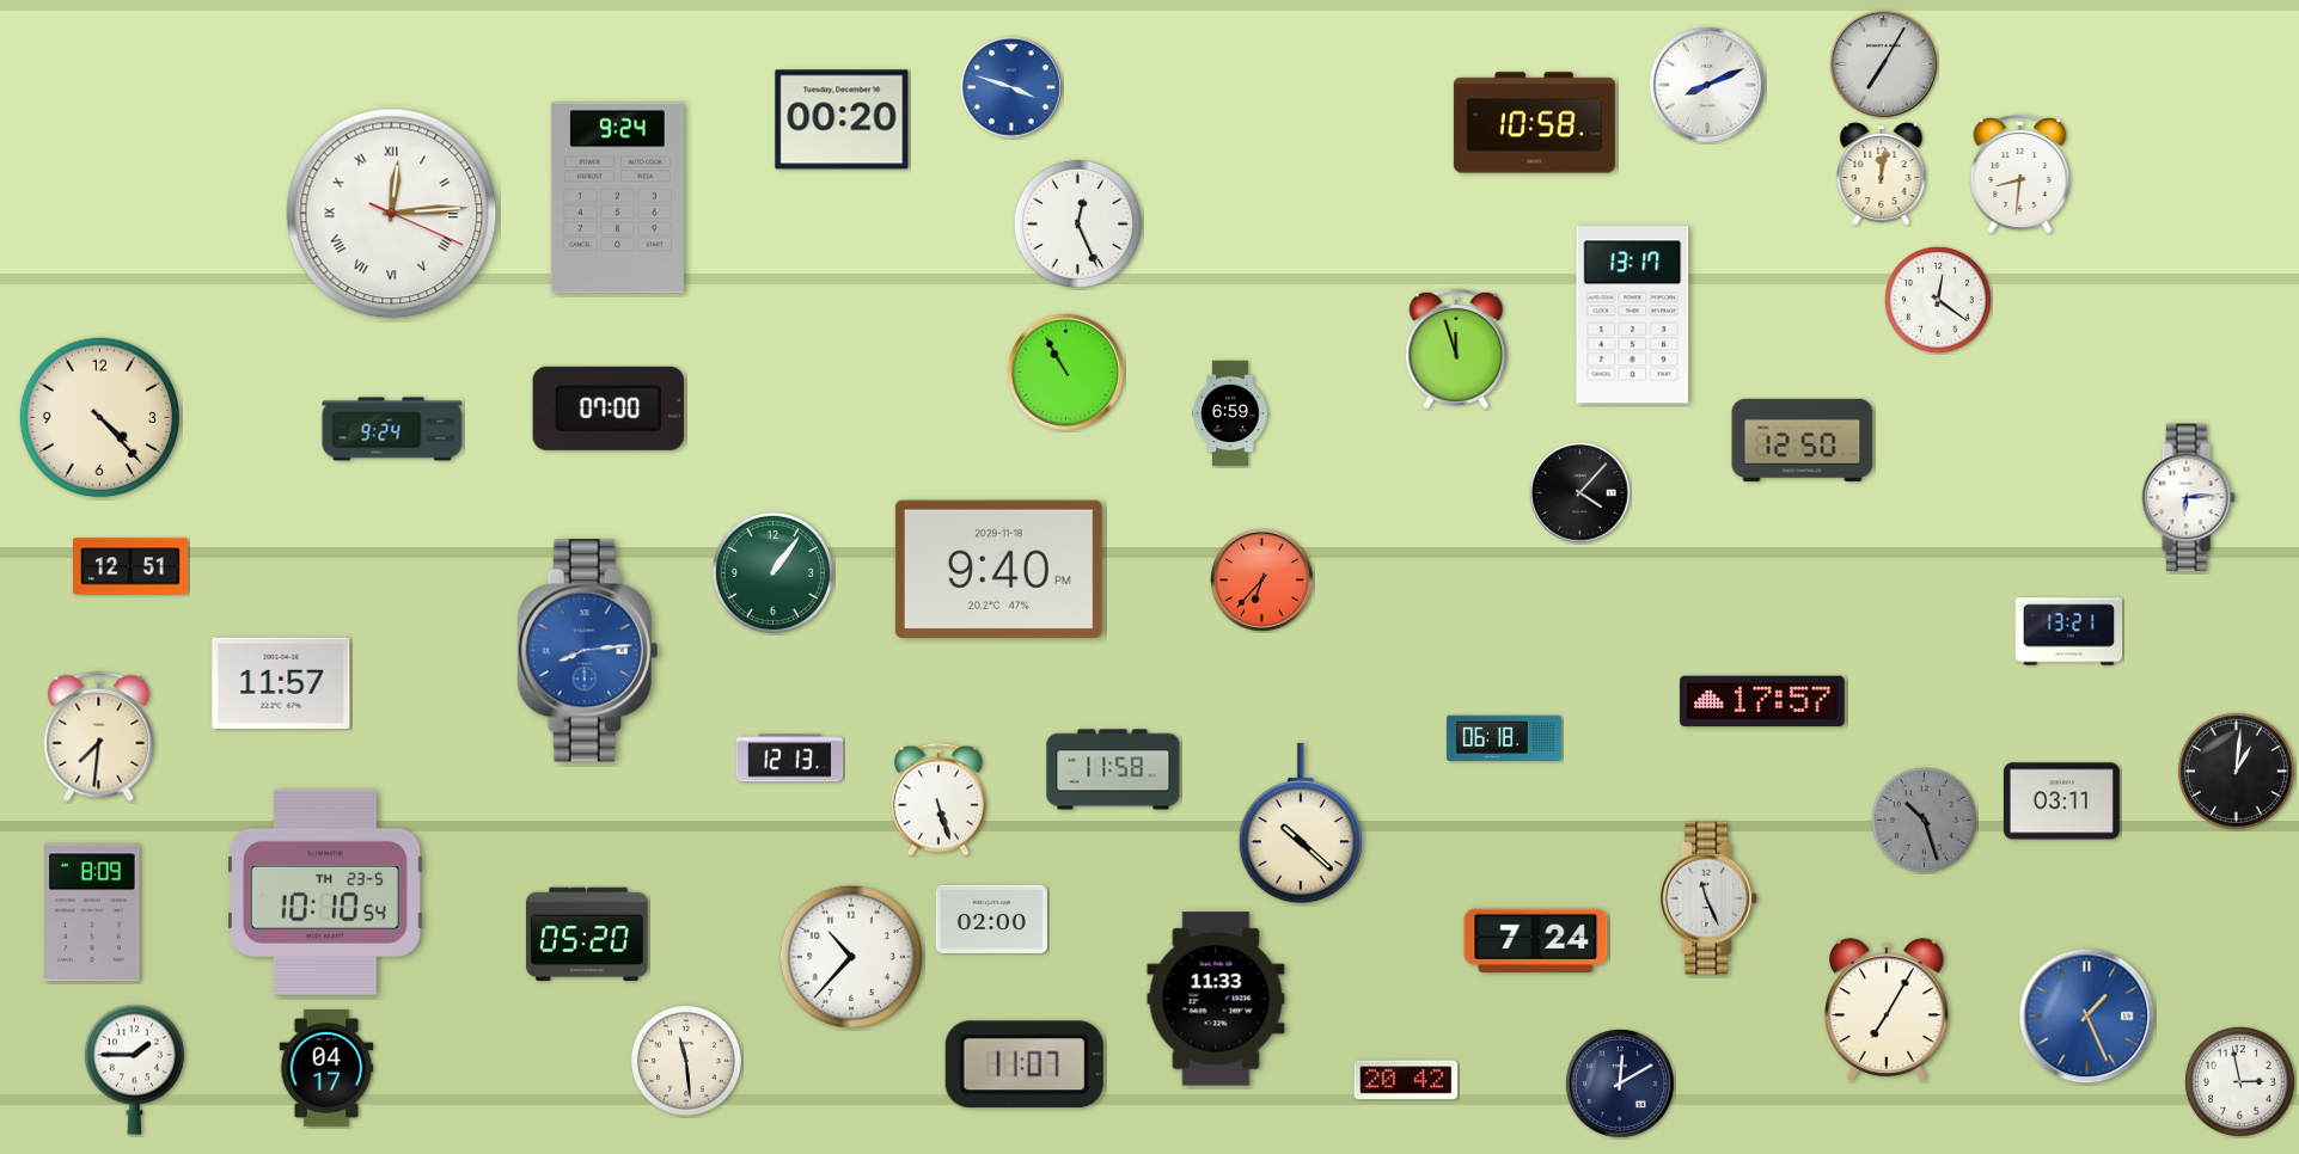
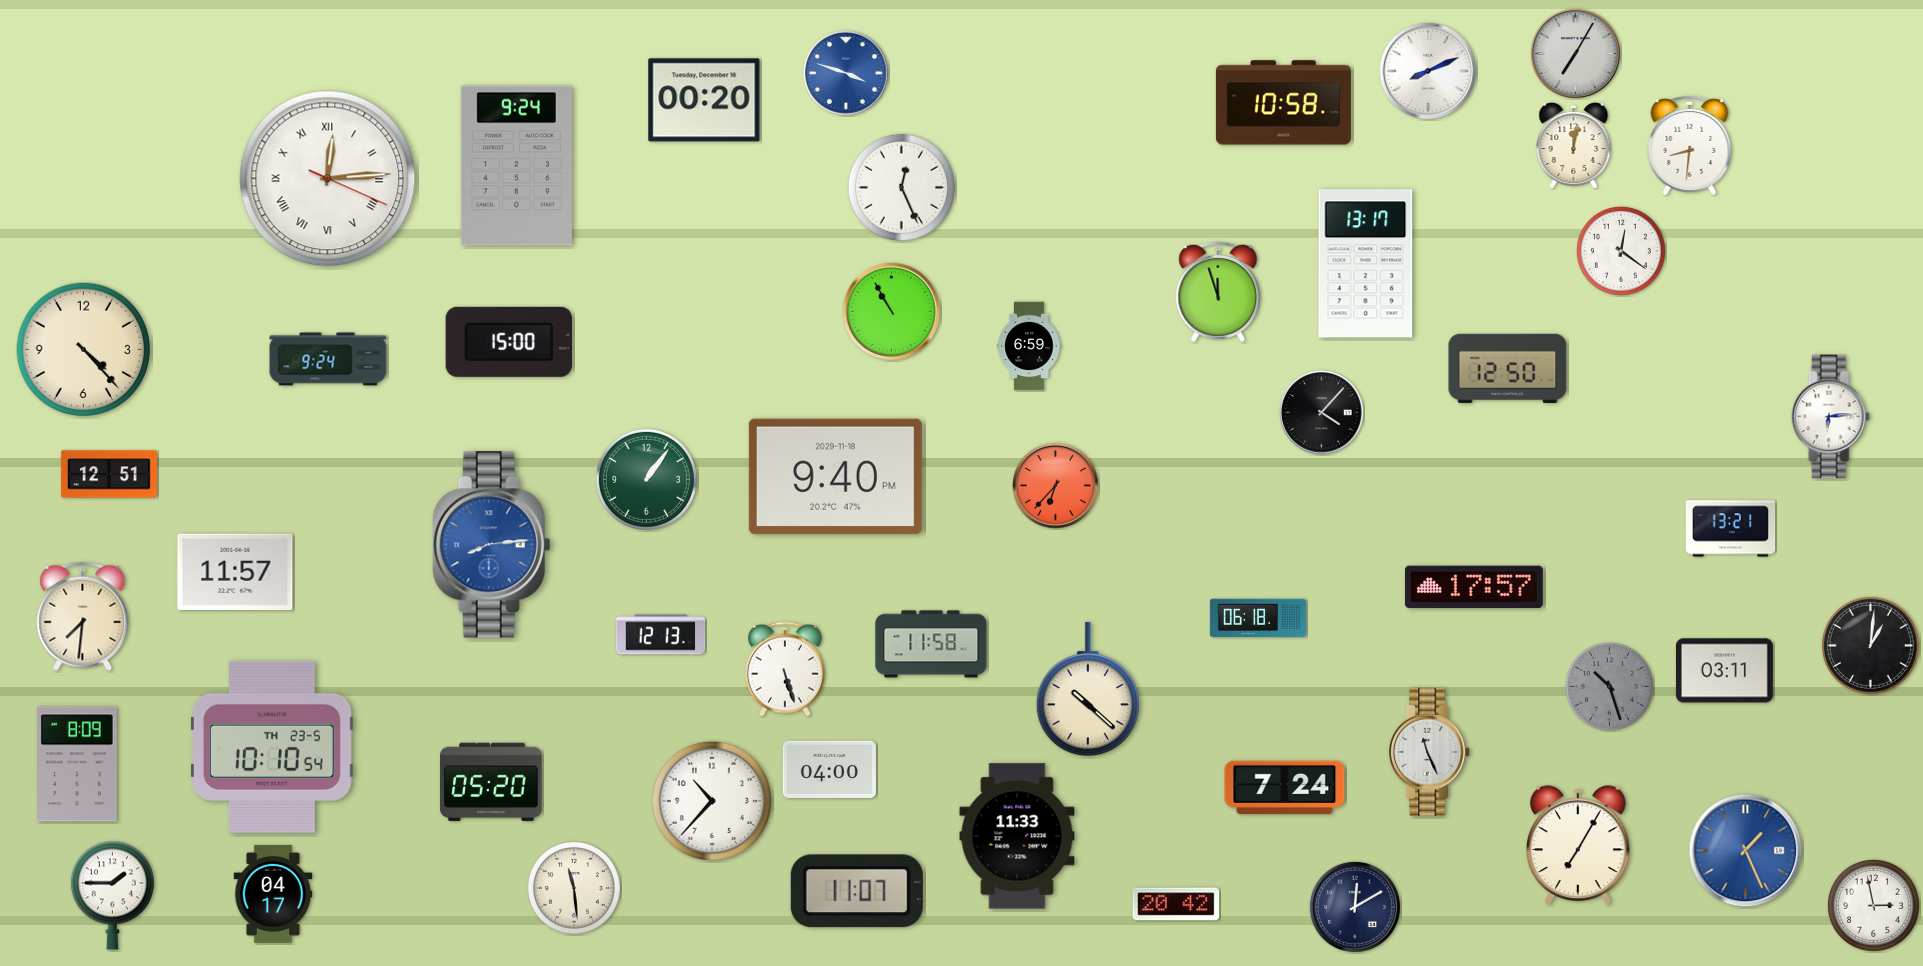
clock at (609, 409): 07:00 -> 15:00
clock at (991, 919): 02:00 -> 04:00
